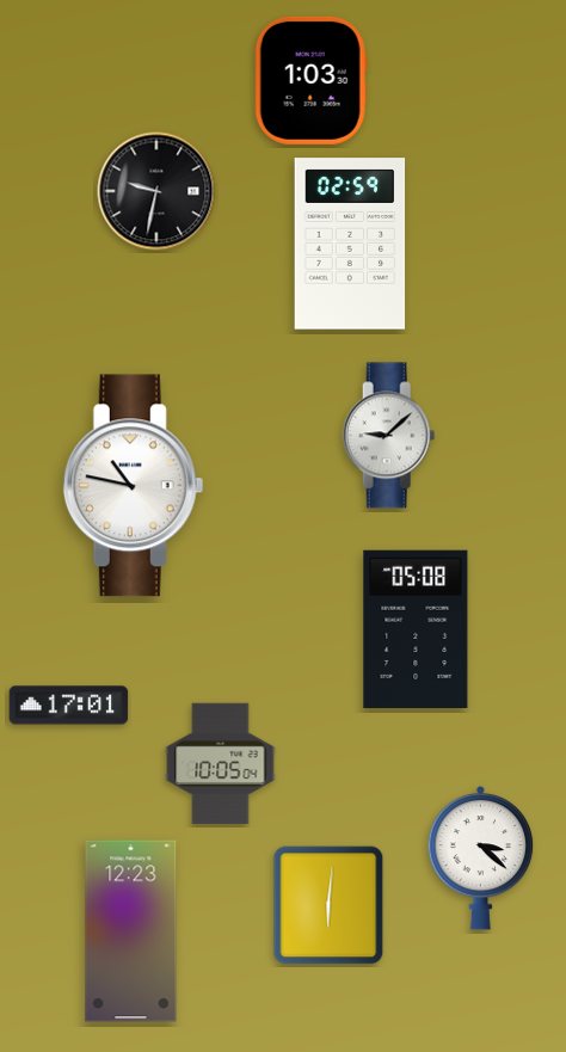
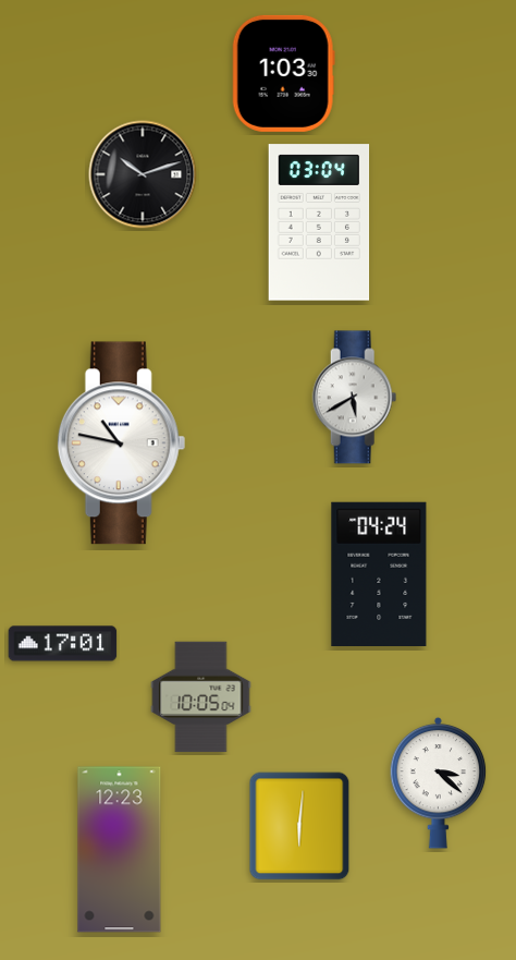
clock at (156, 191): 9:32 -> 10:12
clock at (350, 244): 02:59 -> 03:04
clock at (389, 436): 9:08 -> 5:40
clock at (416, 628): 05:08 -> 04:24
